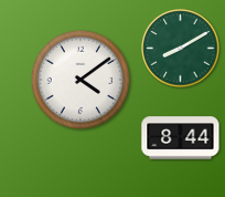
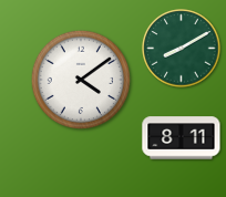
clock at (181, 138): 8:44 -> 8:11
